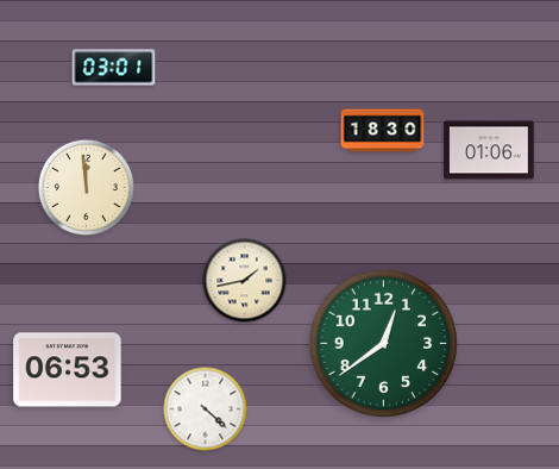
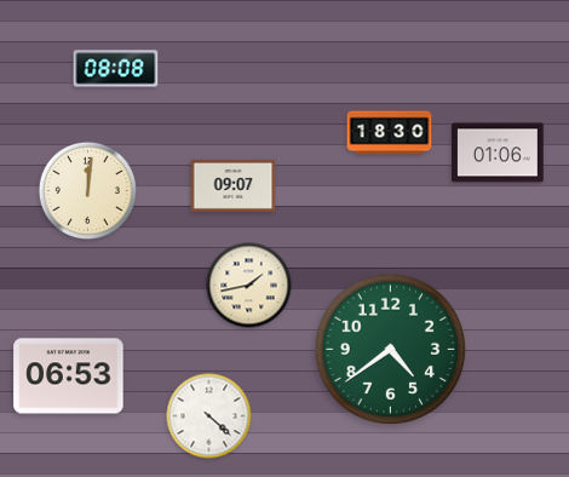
clock at (114, 68): 03:01 -> 08:08
clock at (234, 185): none -> 09:07
clock at (86, 187): 11:59 -> 12:01
clock at (384, 344): 12:39 -> 4:39
